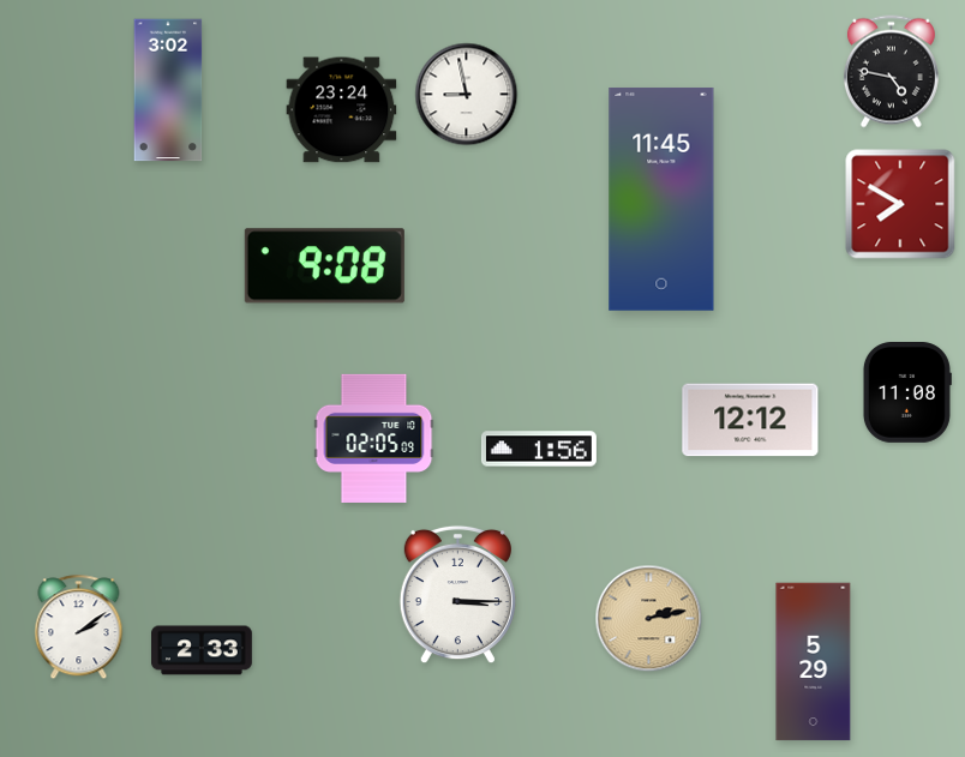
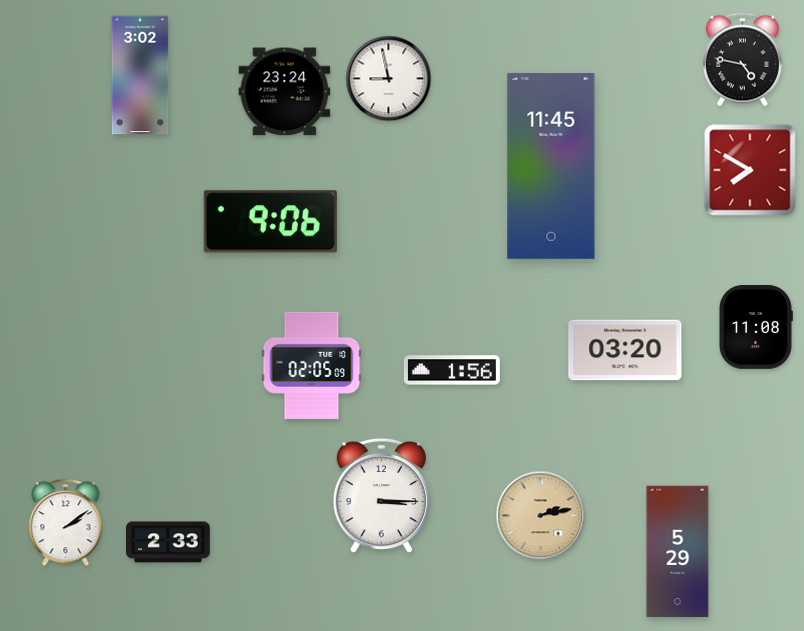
clock at (324, 266): 9:08 -> 9:06
clock at (750, 420): 12:12 -> 03:20
clock at (539, 449) position: (539, 449) -> (452, 370)
